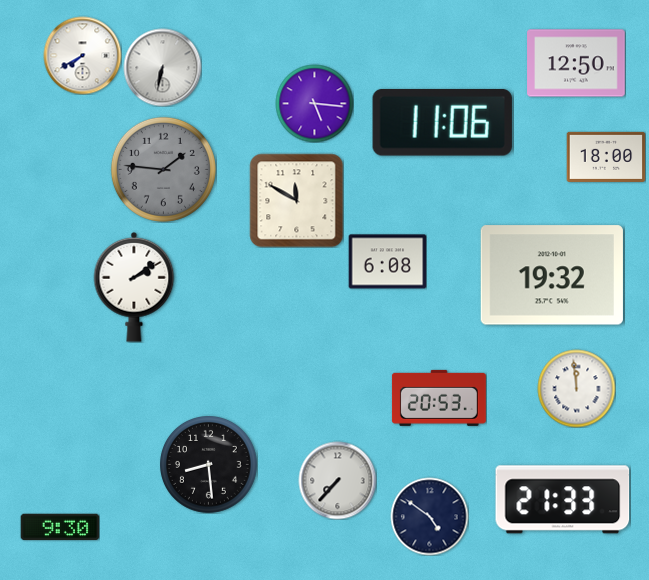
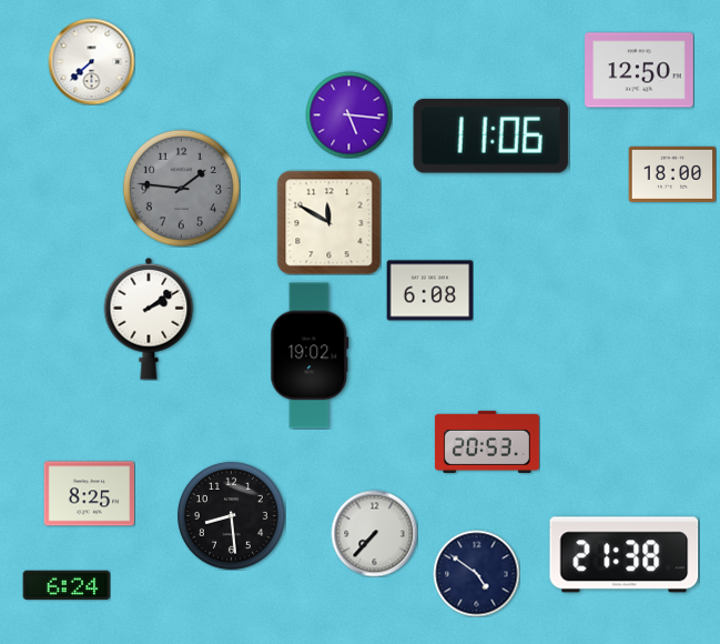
clock at (82, 55): 7:40 -> 7:38
clock at (162, 67): 6:32 -> none
clock at (552, 275): 19:32 -> none
clock at (310, 355): none -> 19:02
clock at (576, 388): 11:59 -> none
clock at (89, 494): none -> 8:25
clock at (563, 500): 21:33 -> 21:38
clock at (60, 527): 9:30 -> 6:24
